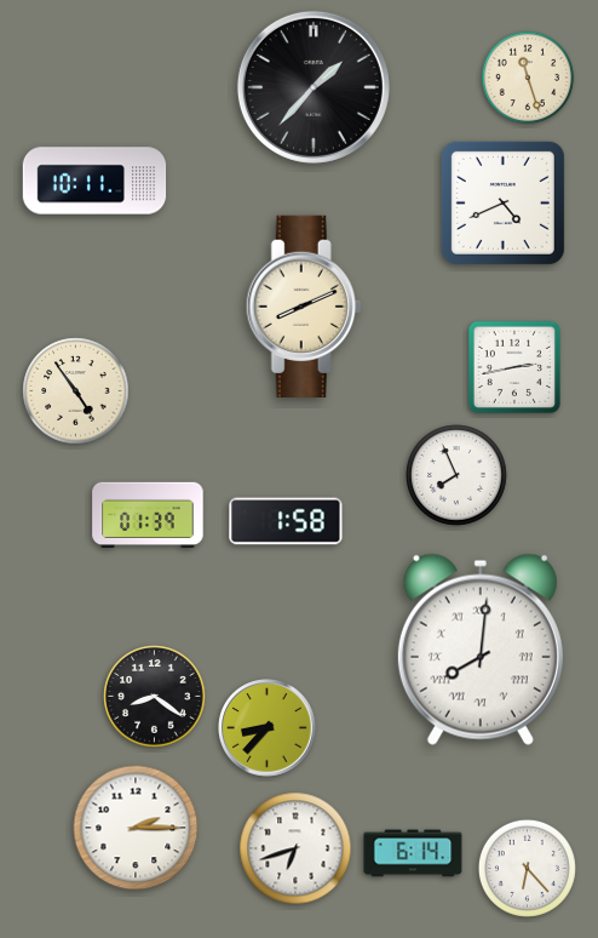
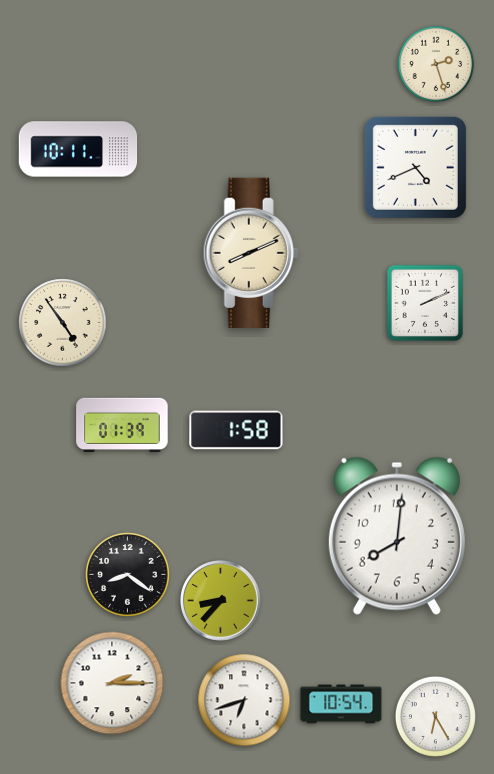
clock at (528, 78): 11:27 -> 2:27
clock at (314, 87): 1:37 -> none
clock at (513, 366): 2:43 -> 2:11
clock at (458, 476): 7:56 -> none
clock at (481, 650) numerals: Roman -> Arabic
clock at (413, 853): 6:14 -> 10:54
clock at (527, 868): 6:23 -> 6:25
